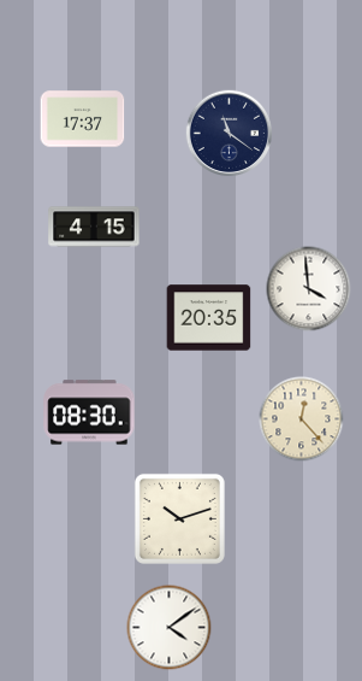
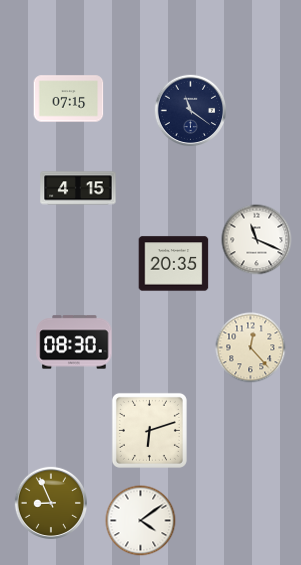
clock at (83, 119): 17:37 -> 07:15
clock at (309, 289): 3:59 -> 11:19
clock at (179, 518): 10:12 -> 6:12
clock at (50, 502): none -> 8:56
